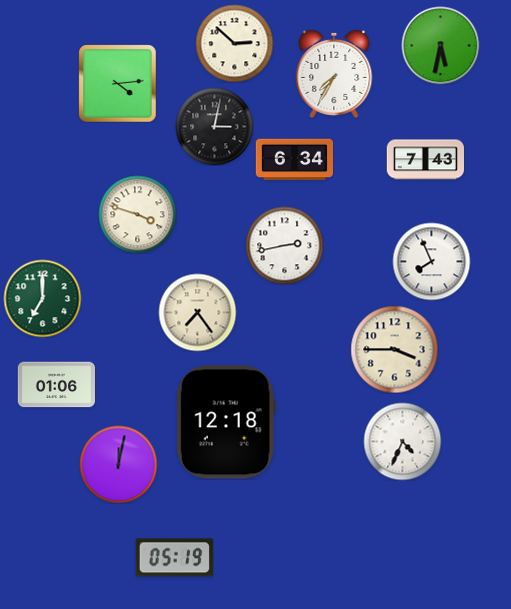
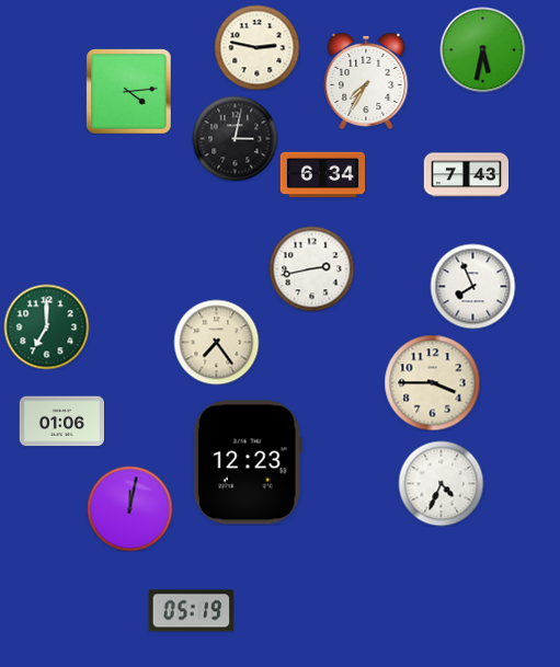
clock at (234, 43): 2:52 -> 2:47
clock at (137, 214): 3:48 -> none
clock at (226, 422): 12:18 -> 12:23
